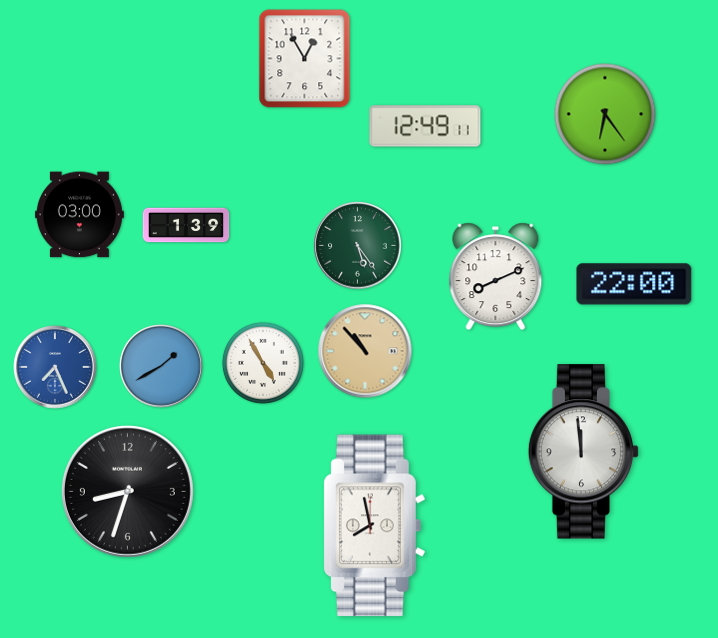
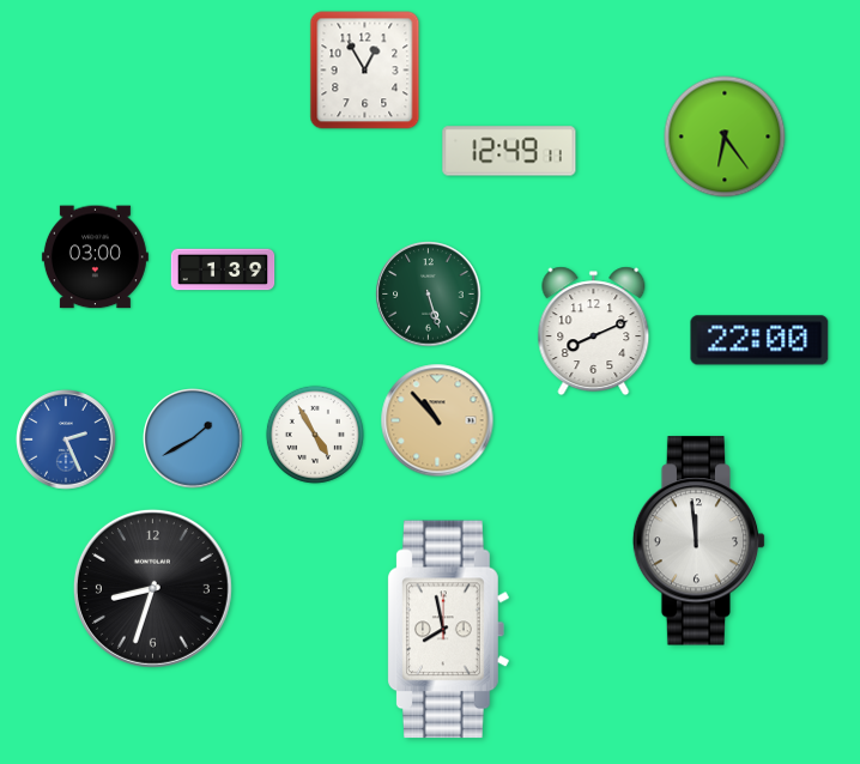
clock at (358, 246): 5:24 -> 5:27
clock at (55, 367): 7:26 -> 2:26
